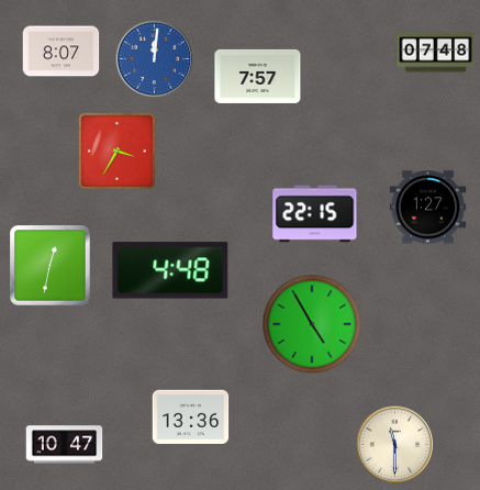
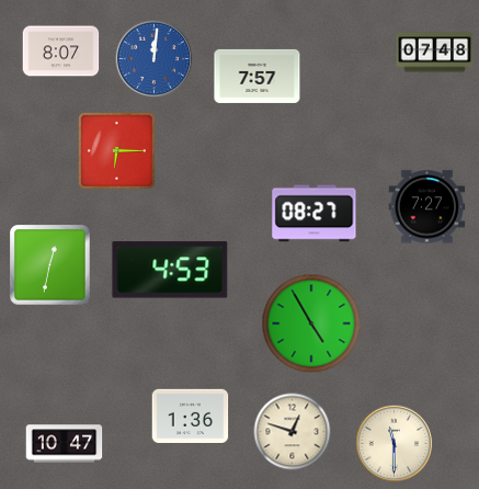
clock at (116, 151): 3:35 -> 6:15
clock at (428, 208): 1:27 -> 7:27
clock at (315, 214): 22:15 -> 08:27
clock at (170, 270): 4:48 -> 4:53
clock at (191, 416): 13:36 -> 1:36
clock at (293, 432): none -> 12:48
